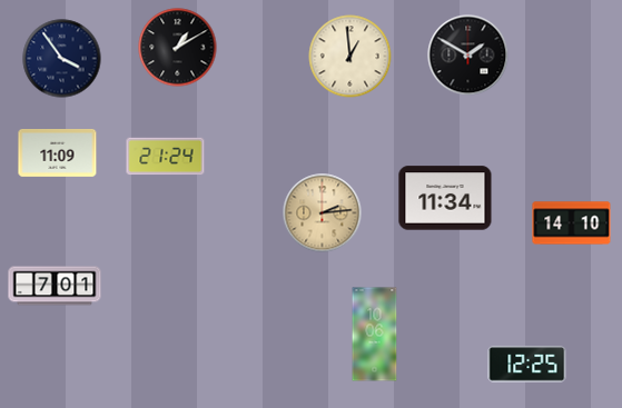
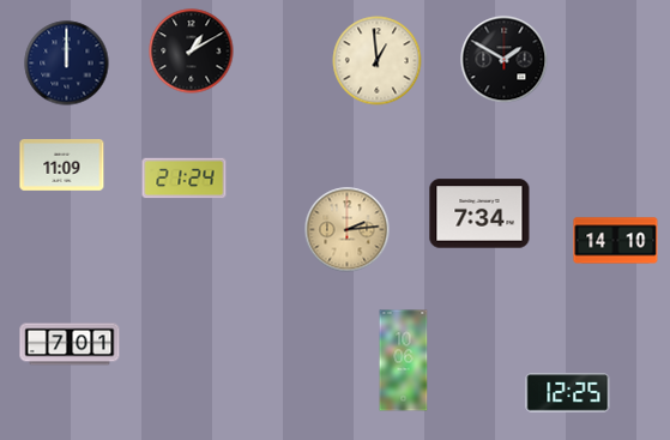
clock at (62, 59): 3:54 -> 12:00
clock at (166, 157) position: (166, 157) -> (185, 179)
clock at (445, 198): 11:34 -> 7:34
clock at (55, 286) position: (55, 286) -> (70, 344)
